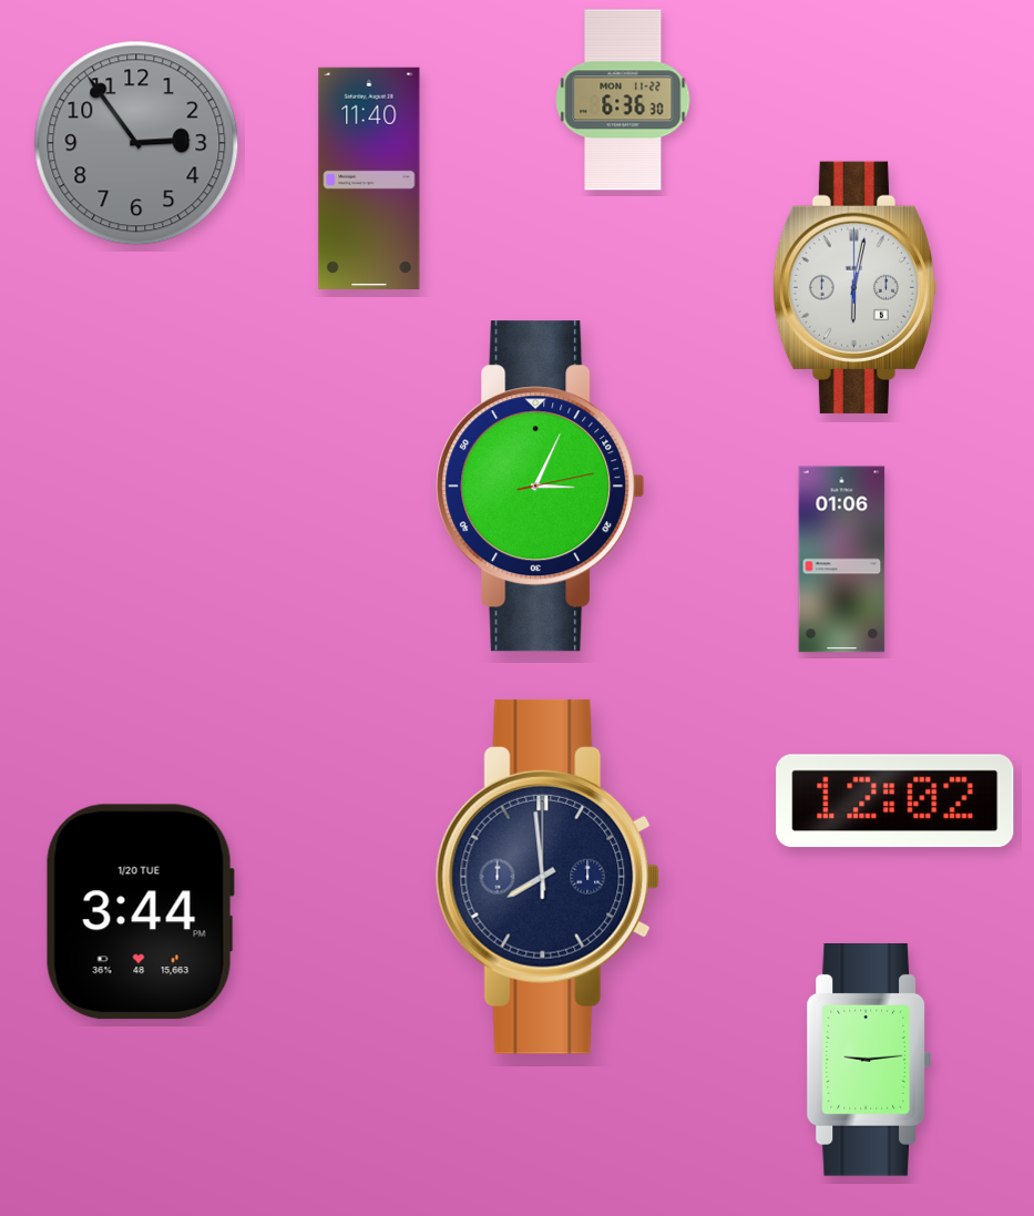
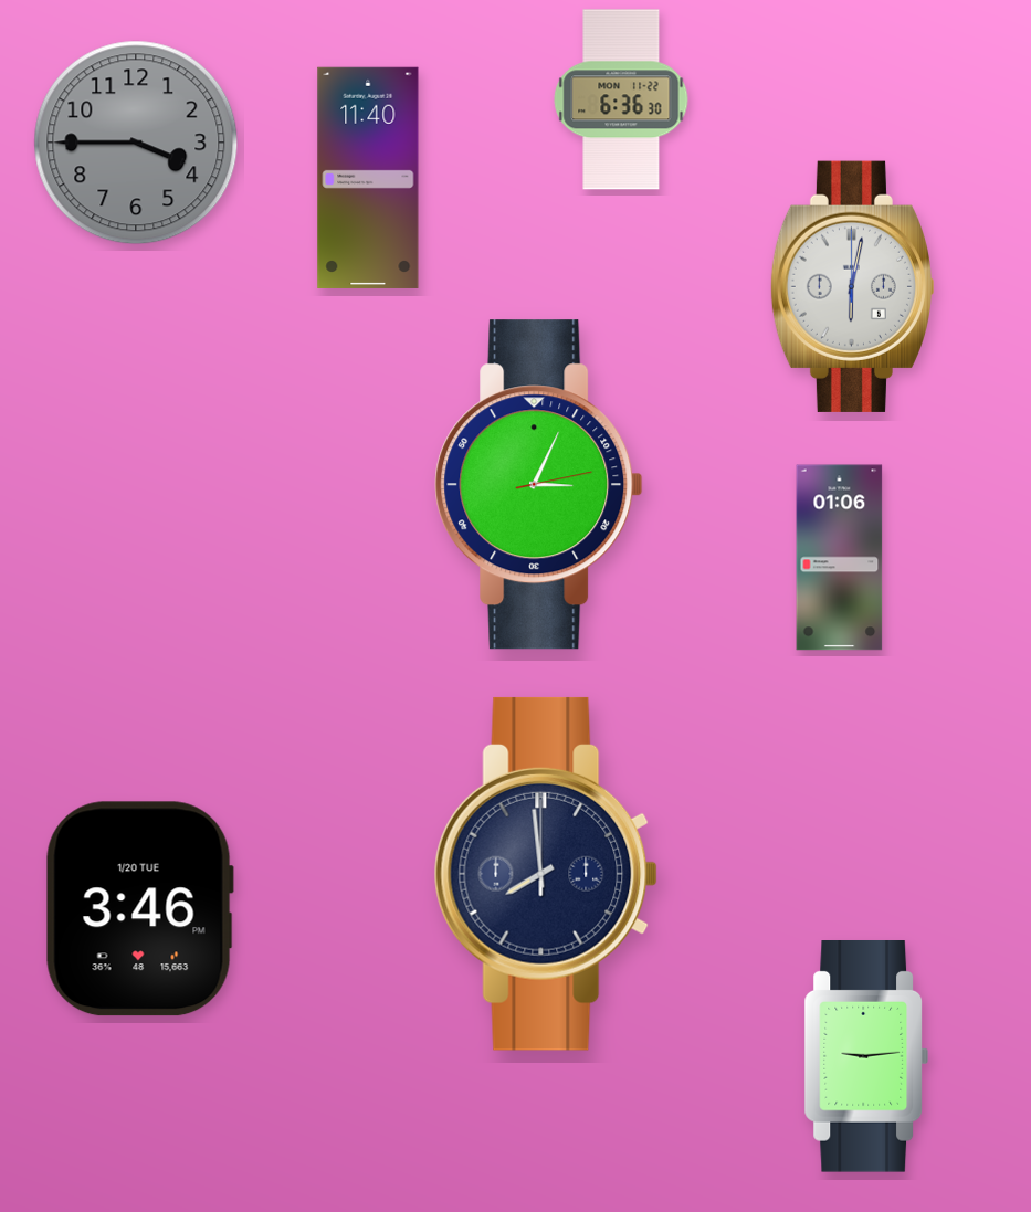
clock at (136, 143): 2:54 -> 3:45
clock at (895, 801): 12:02 -> none
clock at (140, 912): 3:44 -> 3:46
